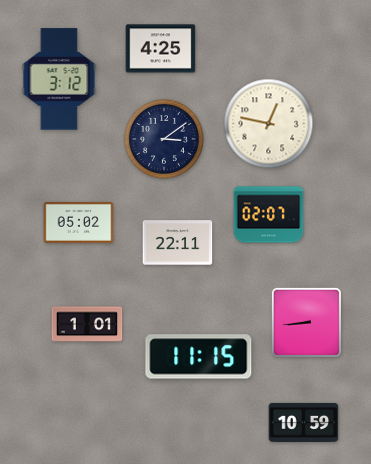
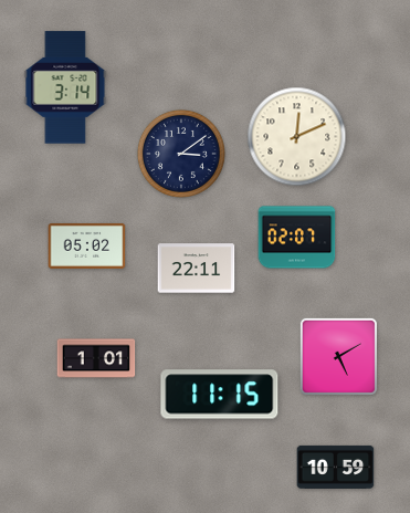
clock at (161, 49): 4:25 -> none
clock at (59, 79): 3:12 -> 3:14
clock at (269, 124): 12:47 -> 12:11
clock at (306, 322): 8:44 -> 5:10
